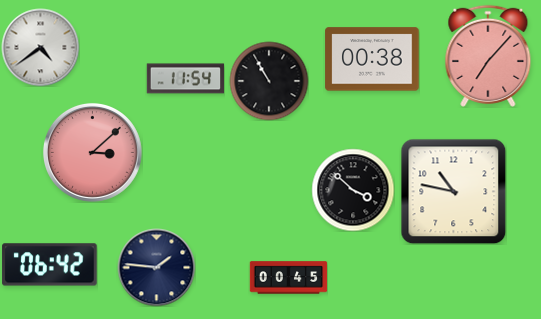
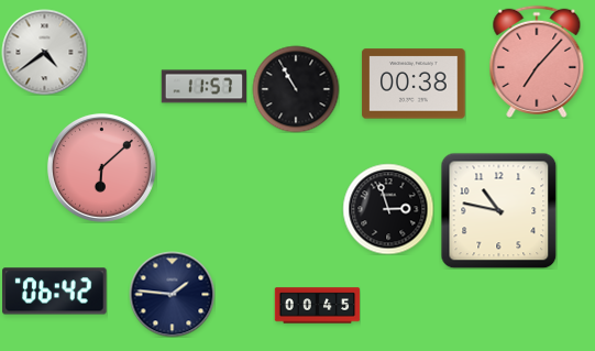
clock at (372, 59) position: (372, 59) -> (414, 84)
clock at (185, 79): 11:54 -> 11:57
clock at (92, 152): 3:08 -> 6:08
clock at (353, 190): 3:52 -> 2:57
